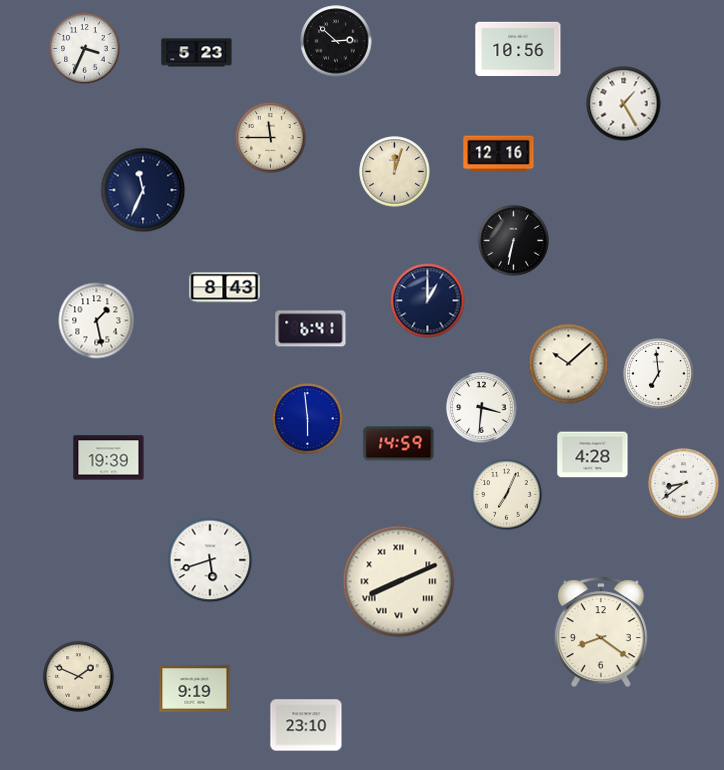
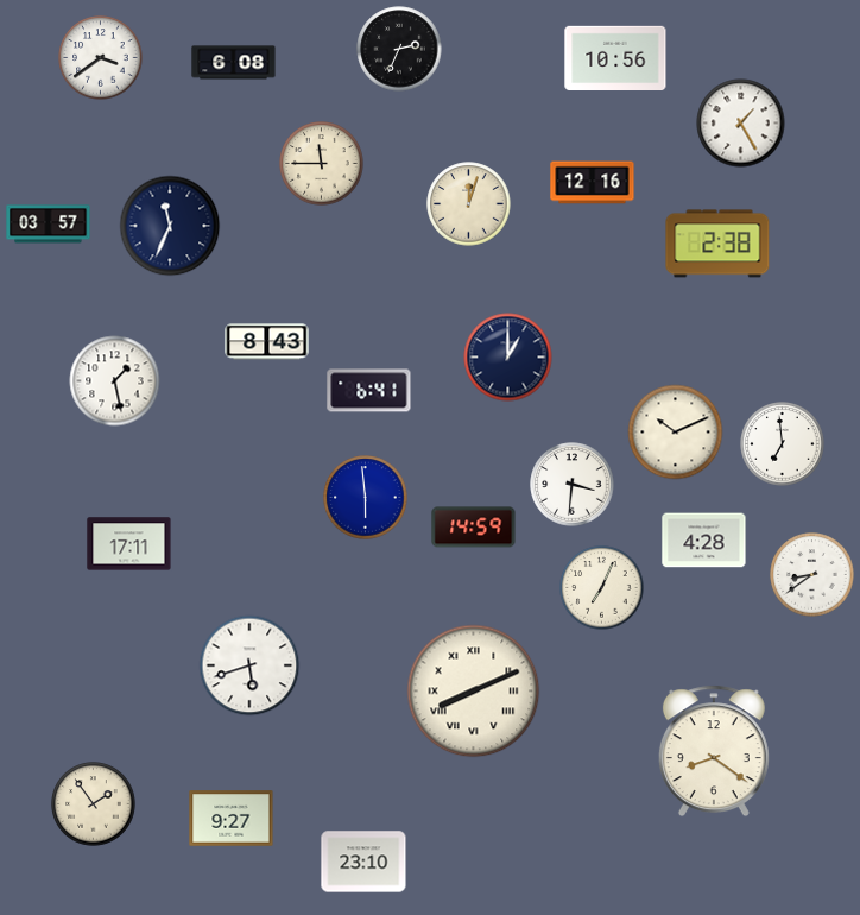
clock at (336, 41): 2:52 -> 2:34
clock at (85, 49): 3:34 -> 3:39
clock at (197, 53): 5:23 -> 6:08
clock at (49, 225): none -> 03:57
clock at (717, 244): none -> 2:38
clock at (514, 241): 6:32 -> none
clock at (569, 364): 10:08 -> 10:11
clock at (109, 458): 19:39 -> 17:11
clock at (79, 677): 1:49 -> 1:54
clock at (195, 689): 9:19 -> 9:27
